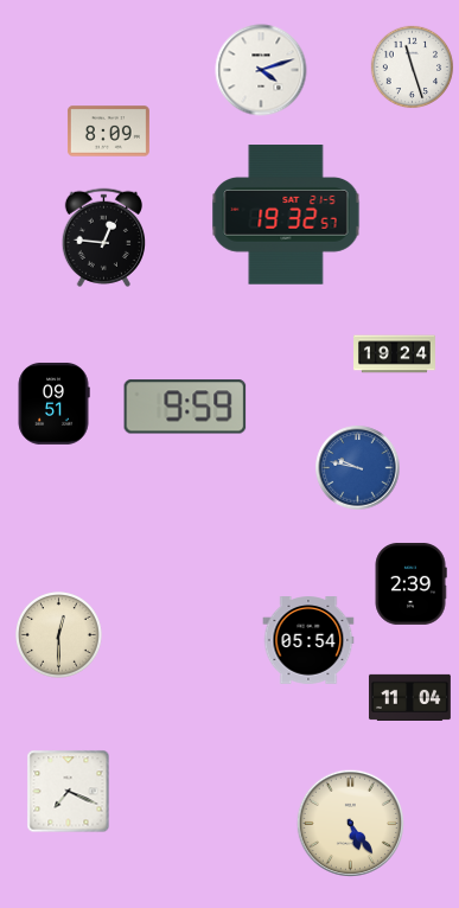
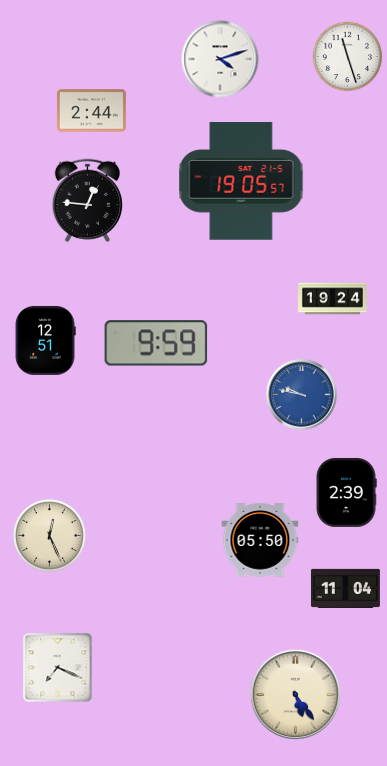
clock at (108, 132): 8:09 -> 2:44
clock at (286, 215): 19:32 -> 19:05
clock at (53, 403): 09:51 -> 12:51
clock at (59, 635): 12:30 -> 12:26
clock at (308, 640): 05:54 -> 05:50
